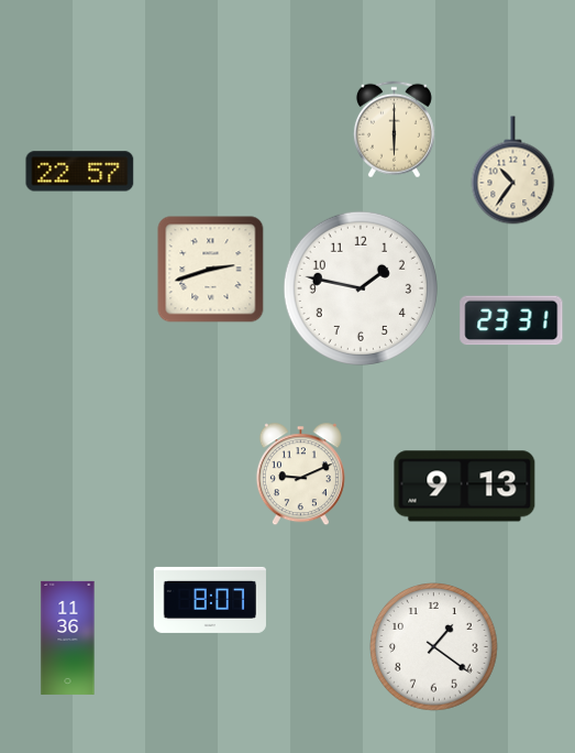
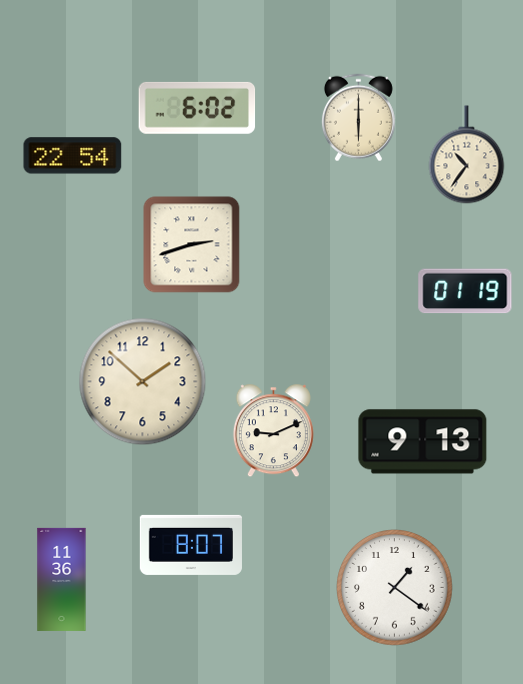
clock at (197, 108): none -> 6:02
clock at (80, 172): 22:57 -> 22:54
clock at (361, 288): 1:47 -> none
clock at (511, 320): 23:31 -> 01:19
clock at (143, 382): none -> 1:52
